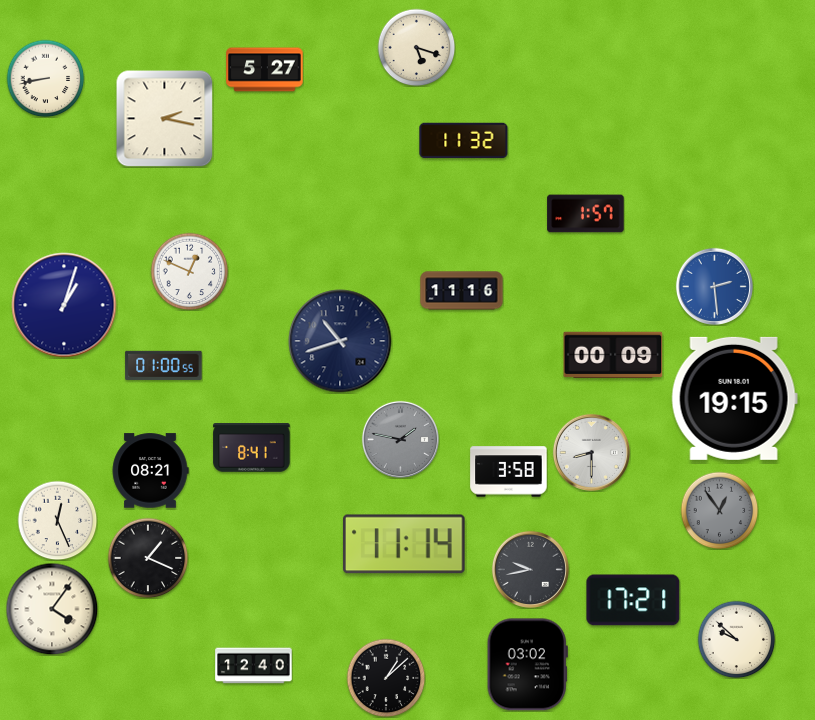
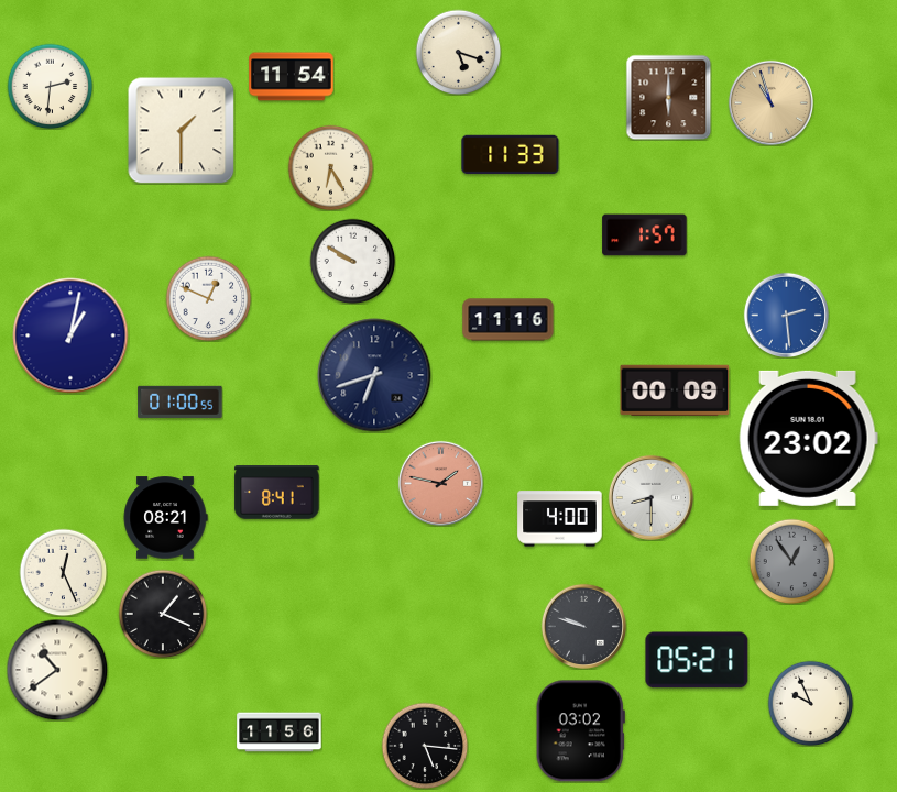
clock at (265, 70): 5:27 -> 11:54
clock at (45, 78): 8:43 -> 2:31
clock at (668, 97): none -> 6:00
clock at (770, 102): none -> 10:57
clock at (165, 119): 2:17 -> 1:30
clock at (464, 141): 11:32 -> 11:33
clock at (330, 167): none -> 6:25
clock at (352, 261): none -> 9:50
clock at (64, 305): 1:03 -> 1:02
clock at (340, 341): 10:42 -> 6:42
clock at (734, 398): 19:15 -> 23:02
clock at (400, 439) dial: grey -> salmon
clock at (509, 472): 3:58 -> 4:00
clock at (405, 544): 11:14 -> none
clock at (530, 569): 9:43 -> 9:48
clock at (633, 600): 17:21 -> 05:21
clock at (52, 609): 4:06 -> 10:39
clock at (736, 639): 9:52 -> 9:56
clock at (254, 666): 12:40 -> 11:56
clock at (386, 678): 1:08 -> 5:16
